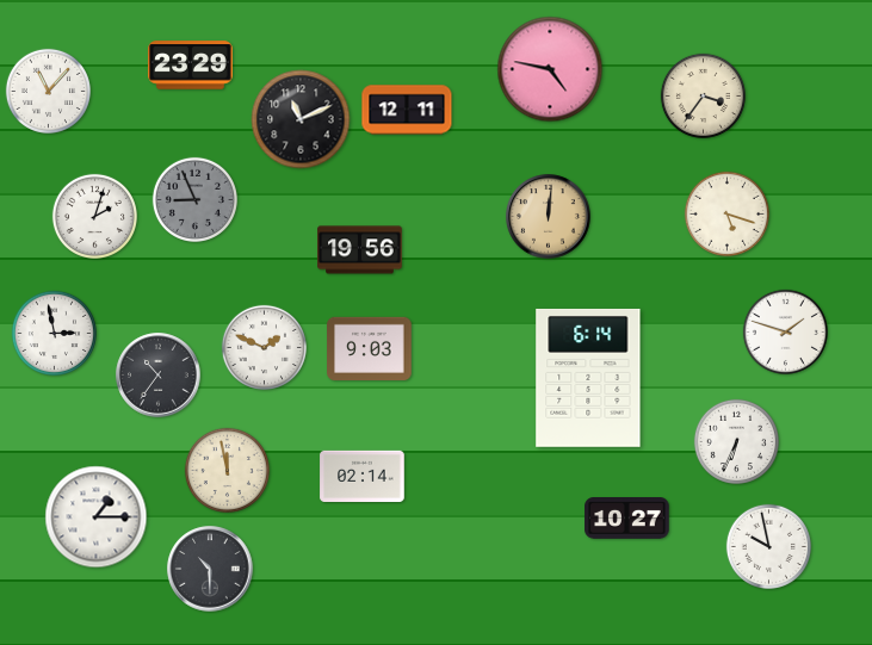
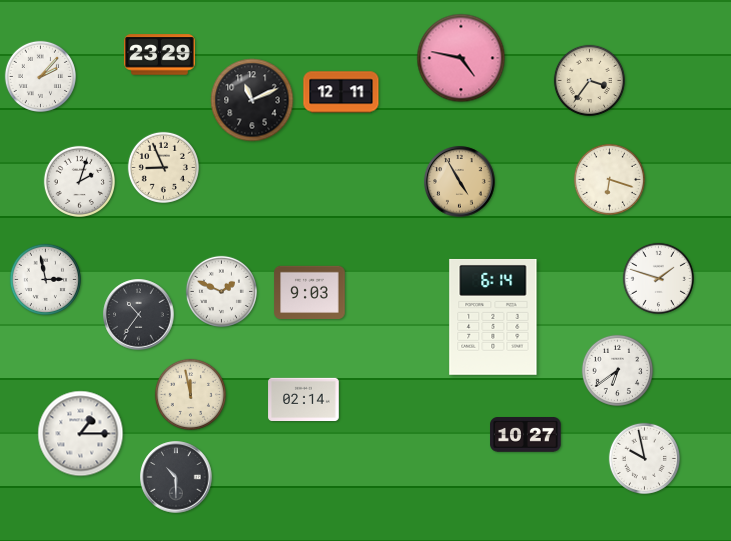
clock at (48, 91): 11:07 -> 2:07
clock at (194, 199) dial: grey -> cream
clock at (726, 213): 5:18 -> 6:18
clock at (549, 217): 12:01 -> 4:55
clock at (360, 250): 19:56 -> none
clock at (159, 376) position: (159, 376) -> (139, 315)
clock at (736, 441): 6:34 -> 6:39
